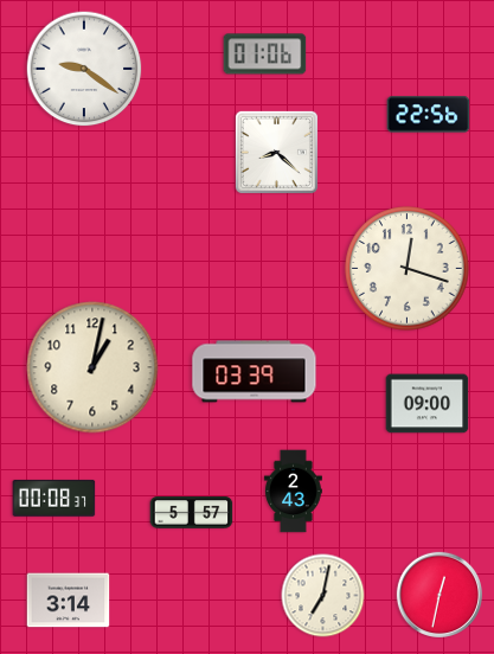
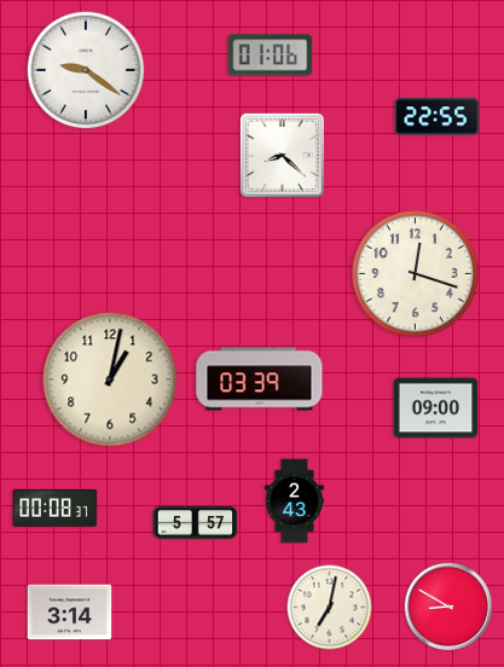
clock at (429, 115): 22:56 -> 22:55
clock at (92, 367) position: (92, 367) -> (110, 379)
clock at (428, 404) position: (428, 404) -> (436, 408)
clock at (294, 492) position: (294, 492) -> (295, 501)
clock at (438, 594): 12:32 -> 8:50
